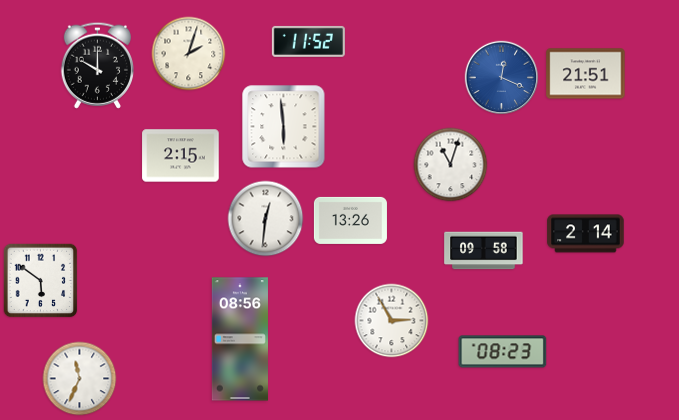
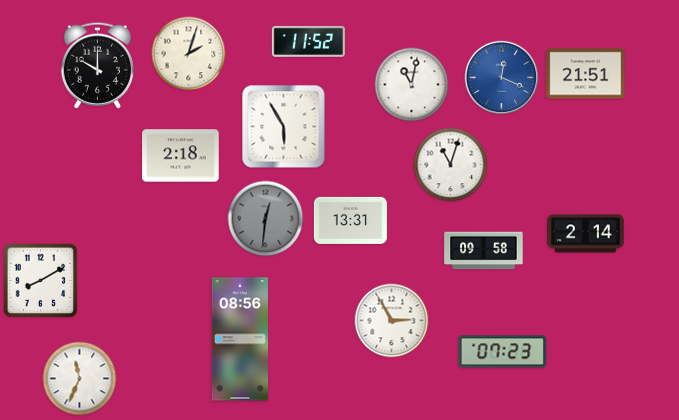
clock at (412, 85): none -> 11:02
clock at (284, 127): 5:59 -> 5:55
clock at (181, 156): 2:15 -> 2:18
clock at (266, 219) dial: white -> grey
clock at (350, 220): 13:26 -> 13:31
clock at (41, 281): 5:51 -> 8:10
clock at (503, 352): 08:23 -> 07:23
